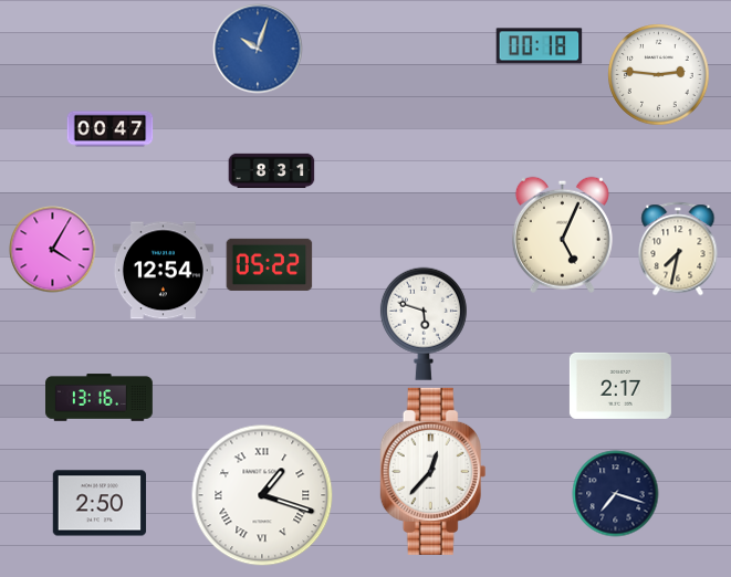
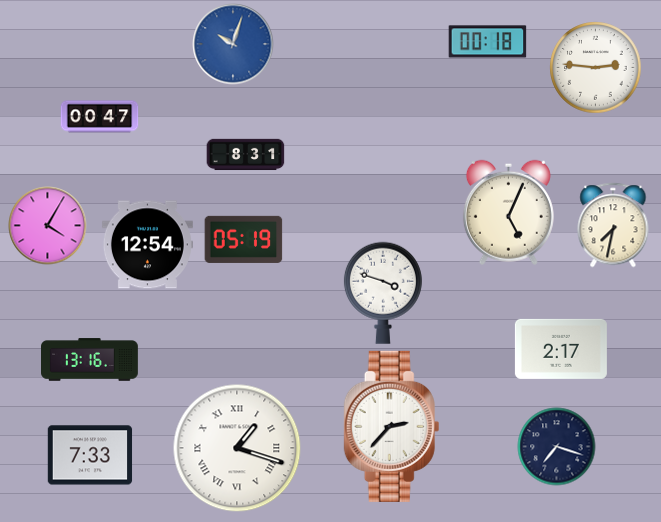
clock at (269, 264): 05:22 -> 05:19
clock at (424, 324): 5:48 -> 3:48
clock at (434, 471): 12:37 -> 2:37
clock at (100, 503): 2:50 -> 7:33
